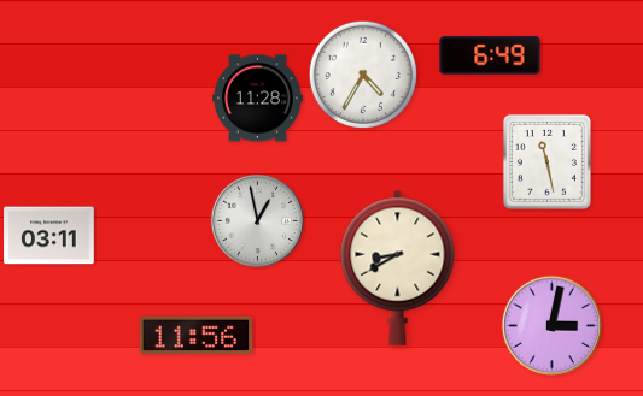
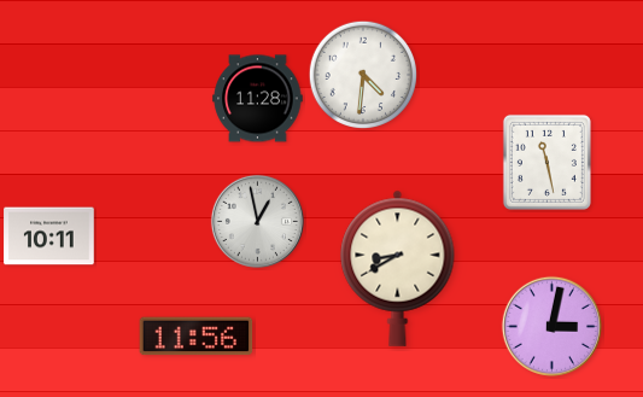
clock at (490, 55): 6:49 -> none
clock at (362, 73): 4:35 -> 4:31
clock at (49, 236): 03:11 -> 10:11
